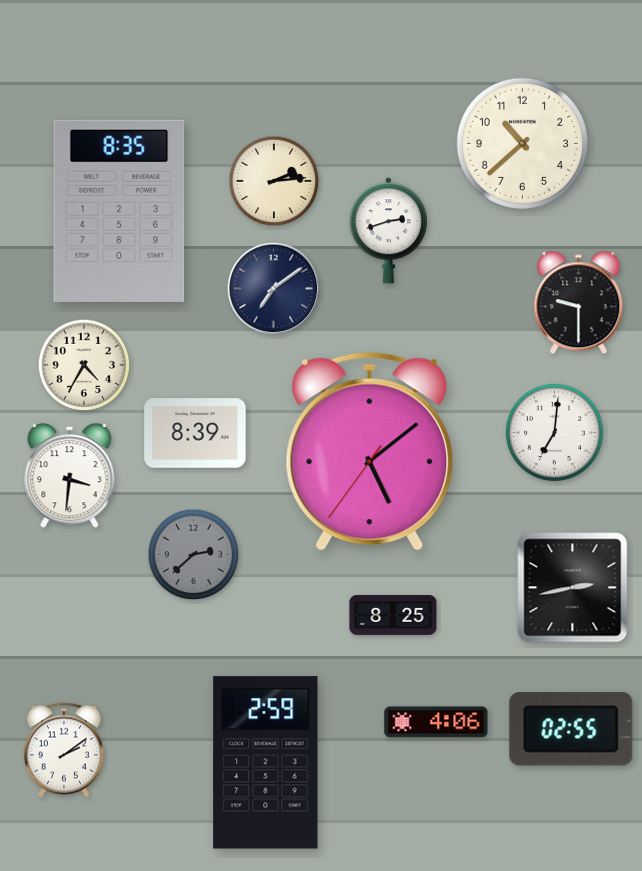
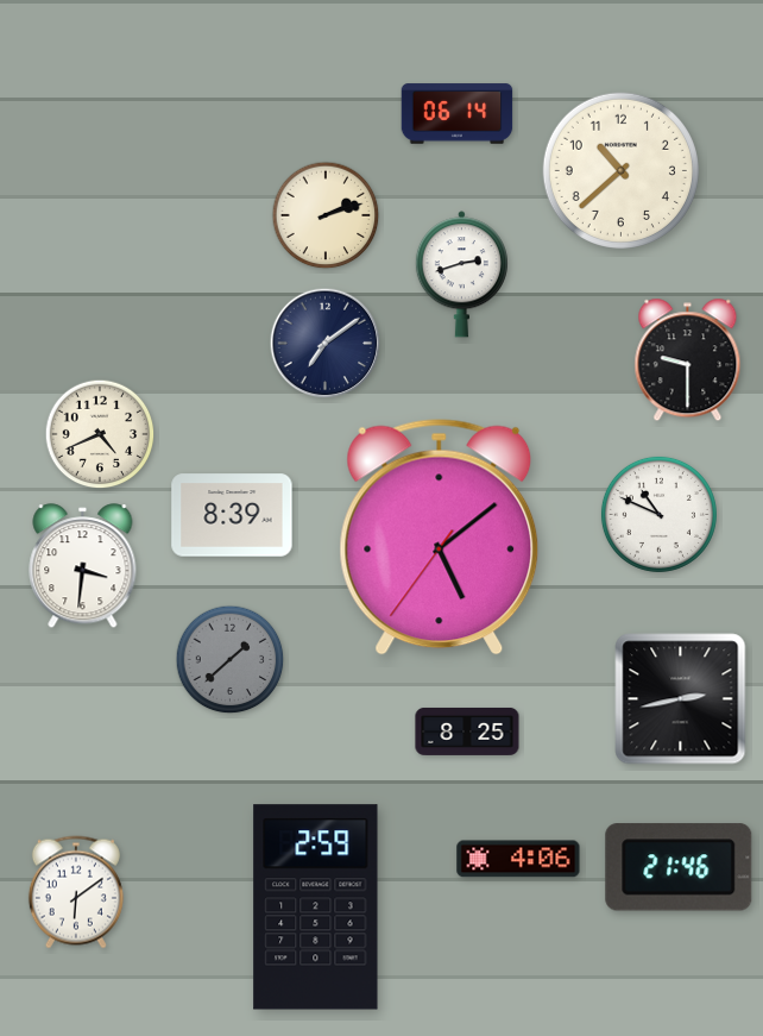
clock at (458, 114): none -> 06:14
clock at (274, 181): 2:14 -> 2:12
clock at (119, 211): 8:35 -> none
clock at (84, 365): 4:35 -> 4:41
clock at (554, 432): 7:01 -> 10:49
clock at (194, 555): 2:38 -> 1:38
clock at (571, 729): 02:55 -> 21:46
clock at (64, 750): 2:09 -> 6:09
